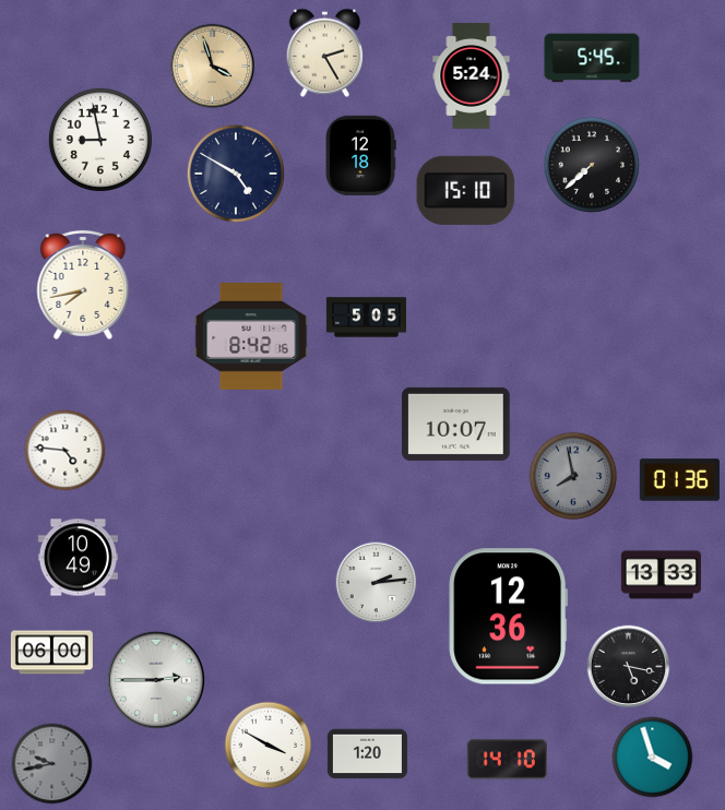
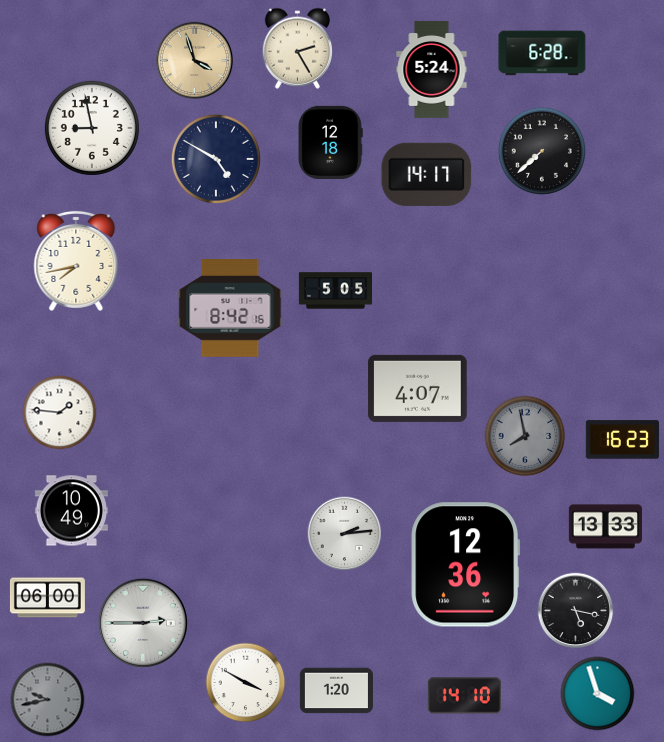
clock at (592, 58): 5:45 -> 6:28
clock at (466, 190): 15:10 -> 14:17
clock at (456, 424): 10:07 -> 4:07
clock at (66, 451): 4:46 -> 1:46
clock at (679, 480): 01:36 -> 16:23
